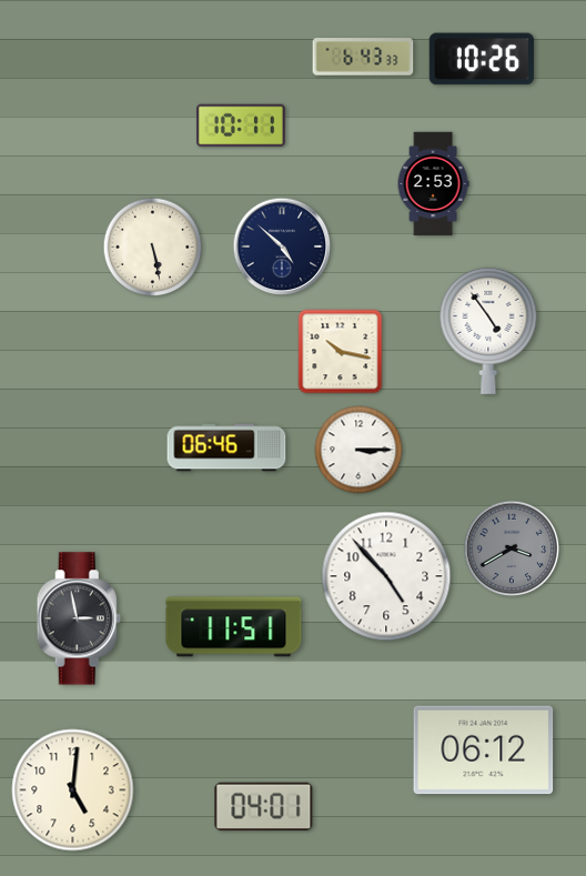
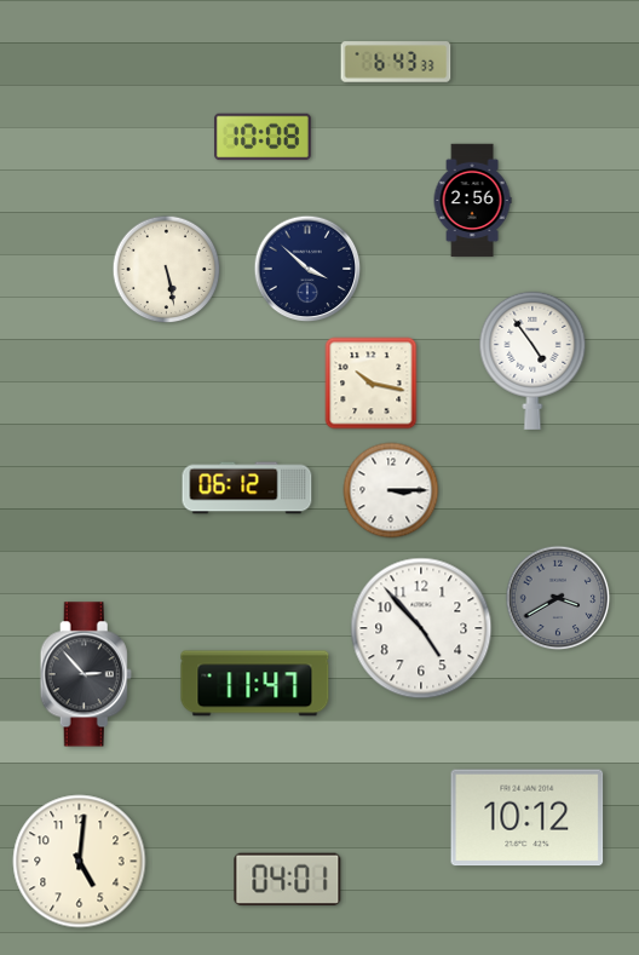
clock at (482, 59): 10:26 -> none
clock at (242, 125): 10:11 -> 10:08
clock at (433, 184): 2:53 -> 2:56
clock at (282, 246): 4:52 -> 3:52
clock at (226, 447): 06:46 -> 06:12
clock at (79, 618): 2:58 -> 2:53
clock at (234, 627): 11:51 -> 11:47
clock at (484, 751): 06:12 -> 10:12
